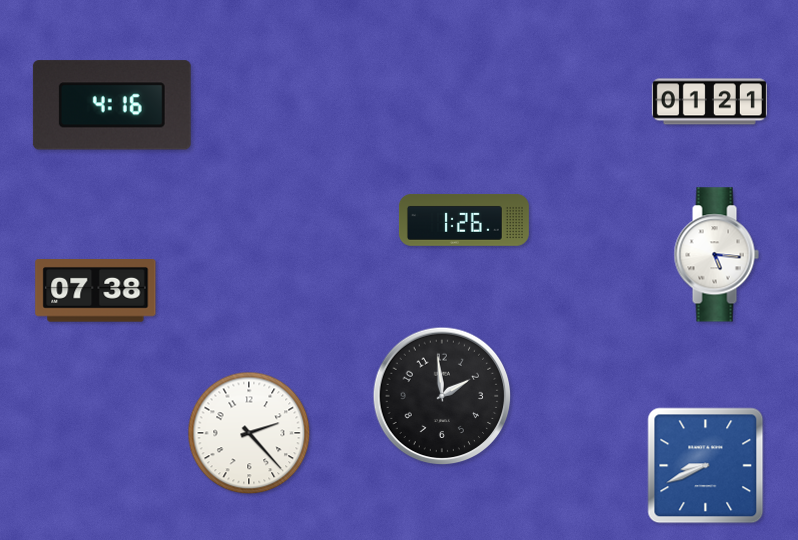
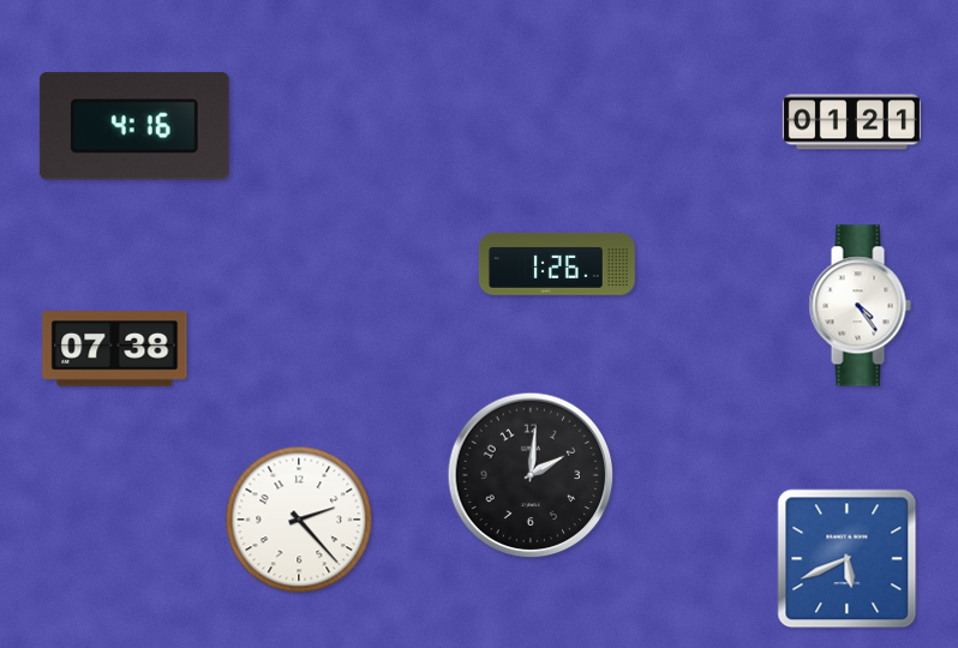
clock at (716, 255): 5:16 -> 4:24
clock at (442, 396): 1:59 -> 2:01
clock at (706, 466): 8:41 -> 5:41
